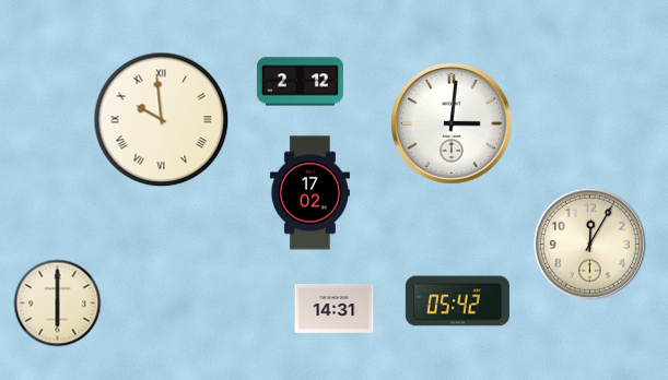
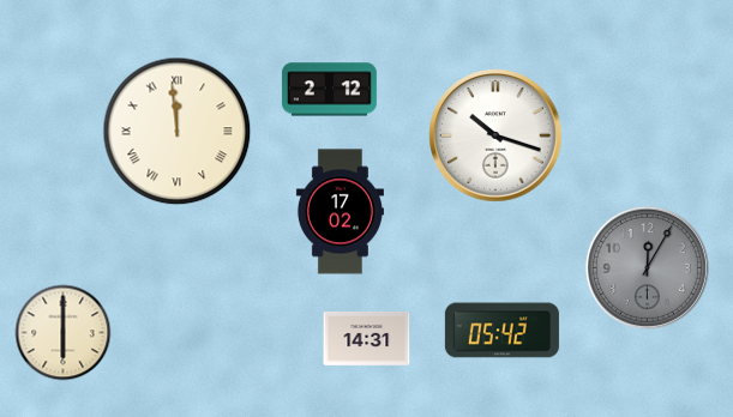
clock at (162, 120): 9:59 -> 11:59
clock at (452, 123): 3:01 -> 10:18
clock at (589, 244) dial: cream -> grey
